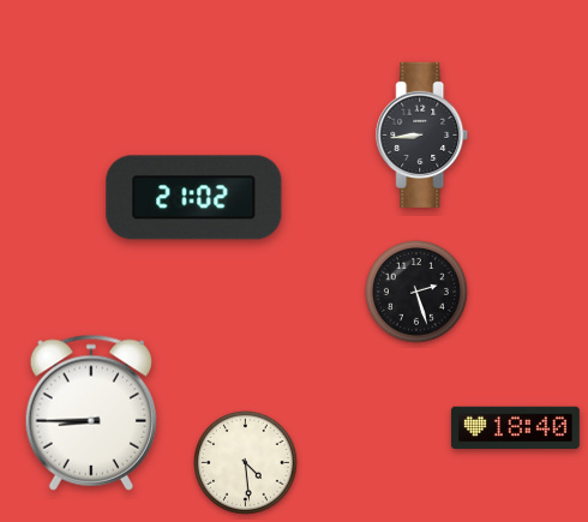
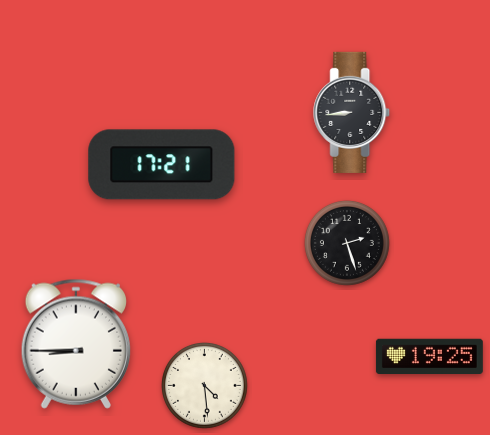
clock at (194, 198): 21:02 -> 17:21
clock at (515, 427): 18:40 -> 19:25
